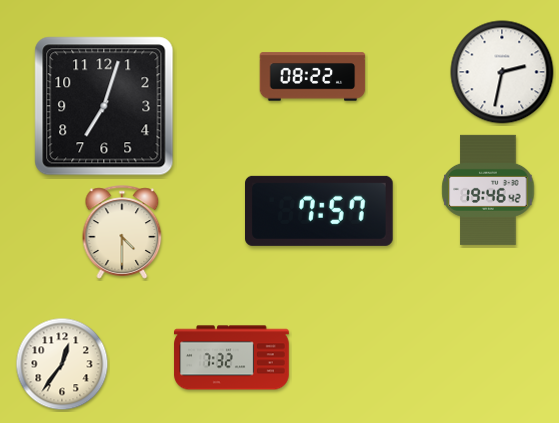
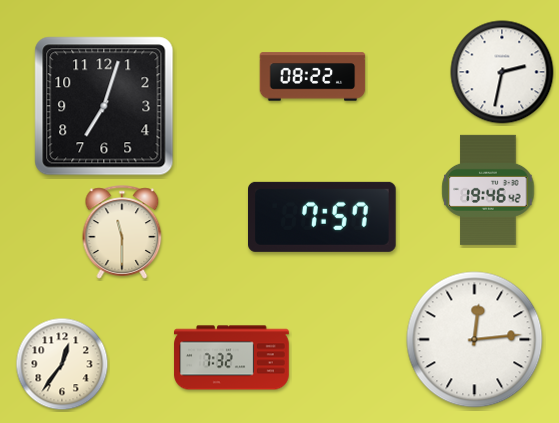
clock at (320, 211) position: (320, 211) -> (323, 217)
clock at (122, 232): 4:30 -> 11:30
clock at (475, 340): none -> 12:14
